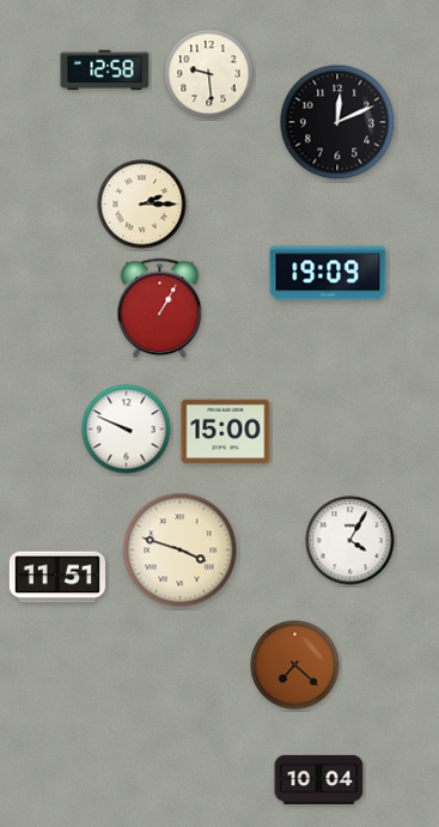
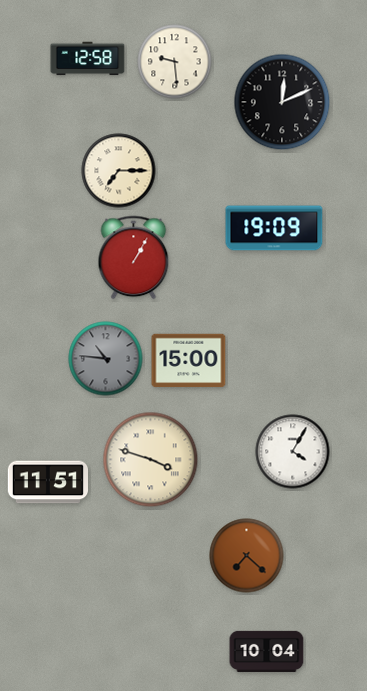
clock at (142, 205): 2:15 -> 7:15
clock at (127, 430): 9:49 -> 10:46
clock at (127, 430) dial: white -> grey
